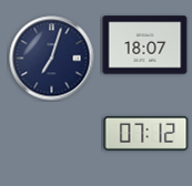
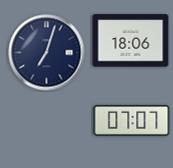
clock at (145, 45): 18:07 -> 18:06
clock at (146, 133): 07:12 -> 07:07
